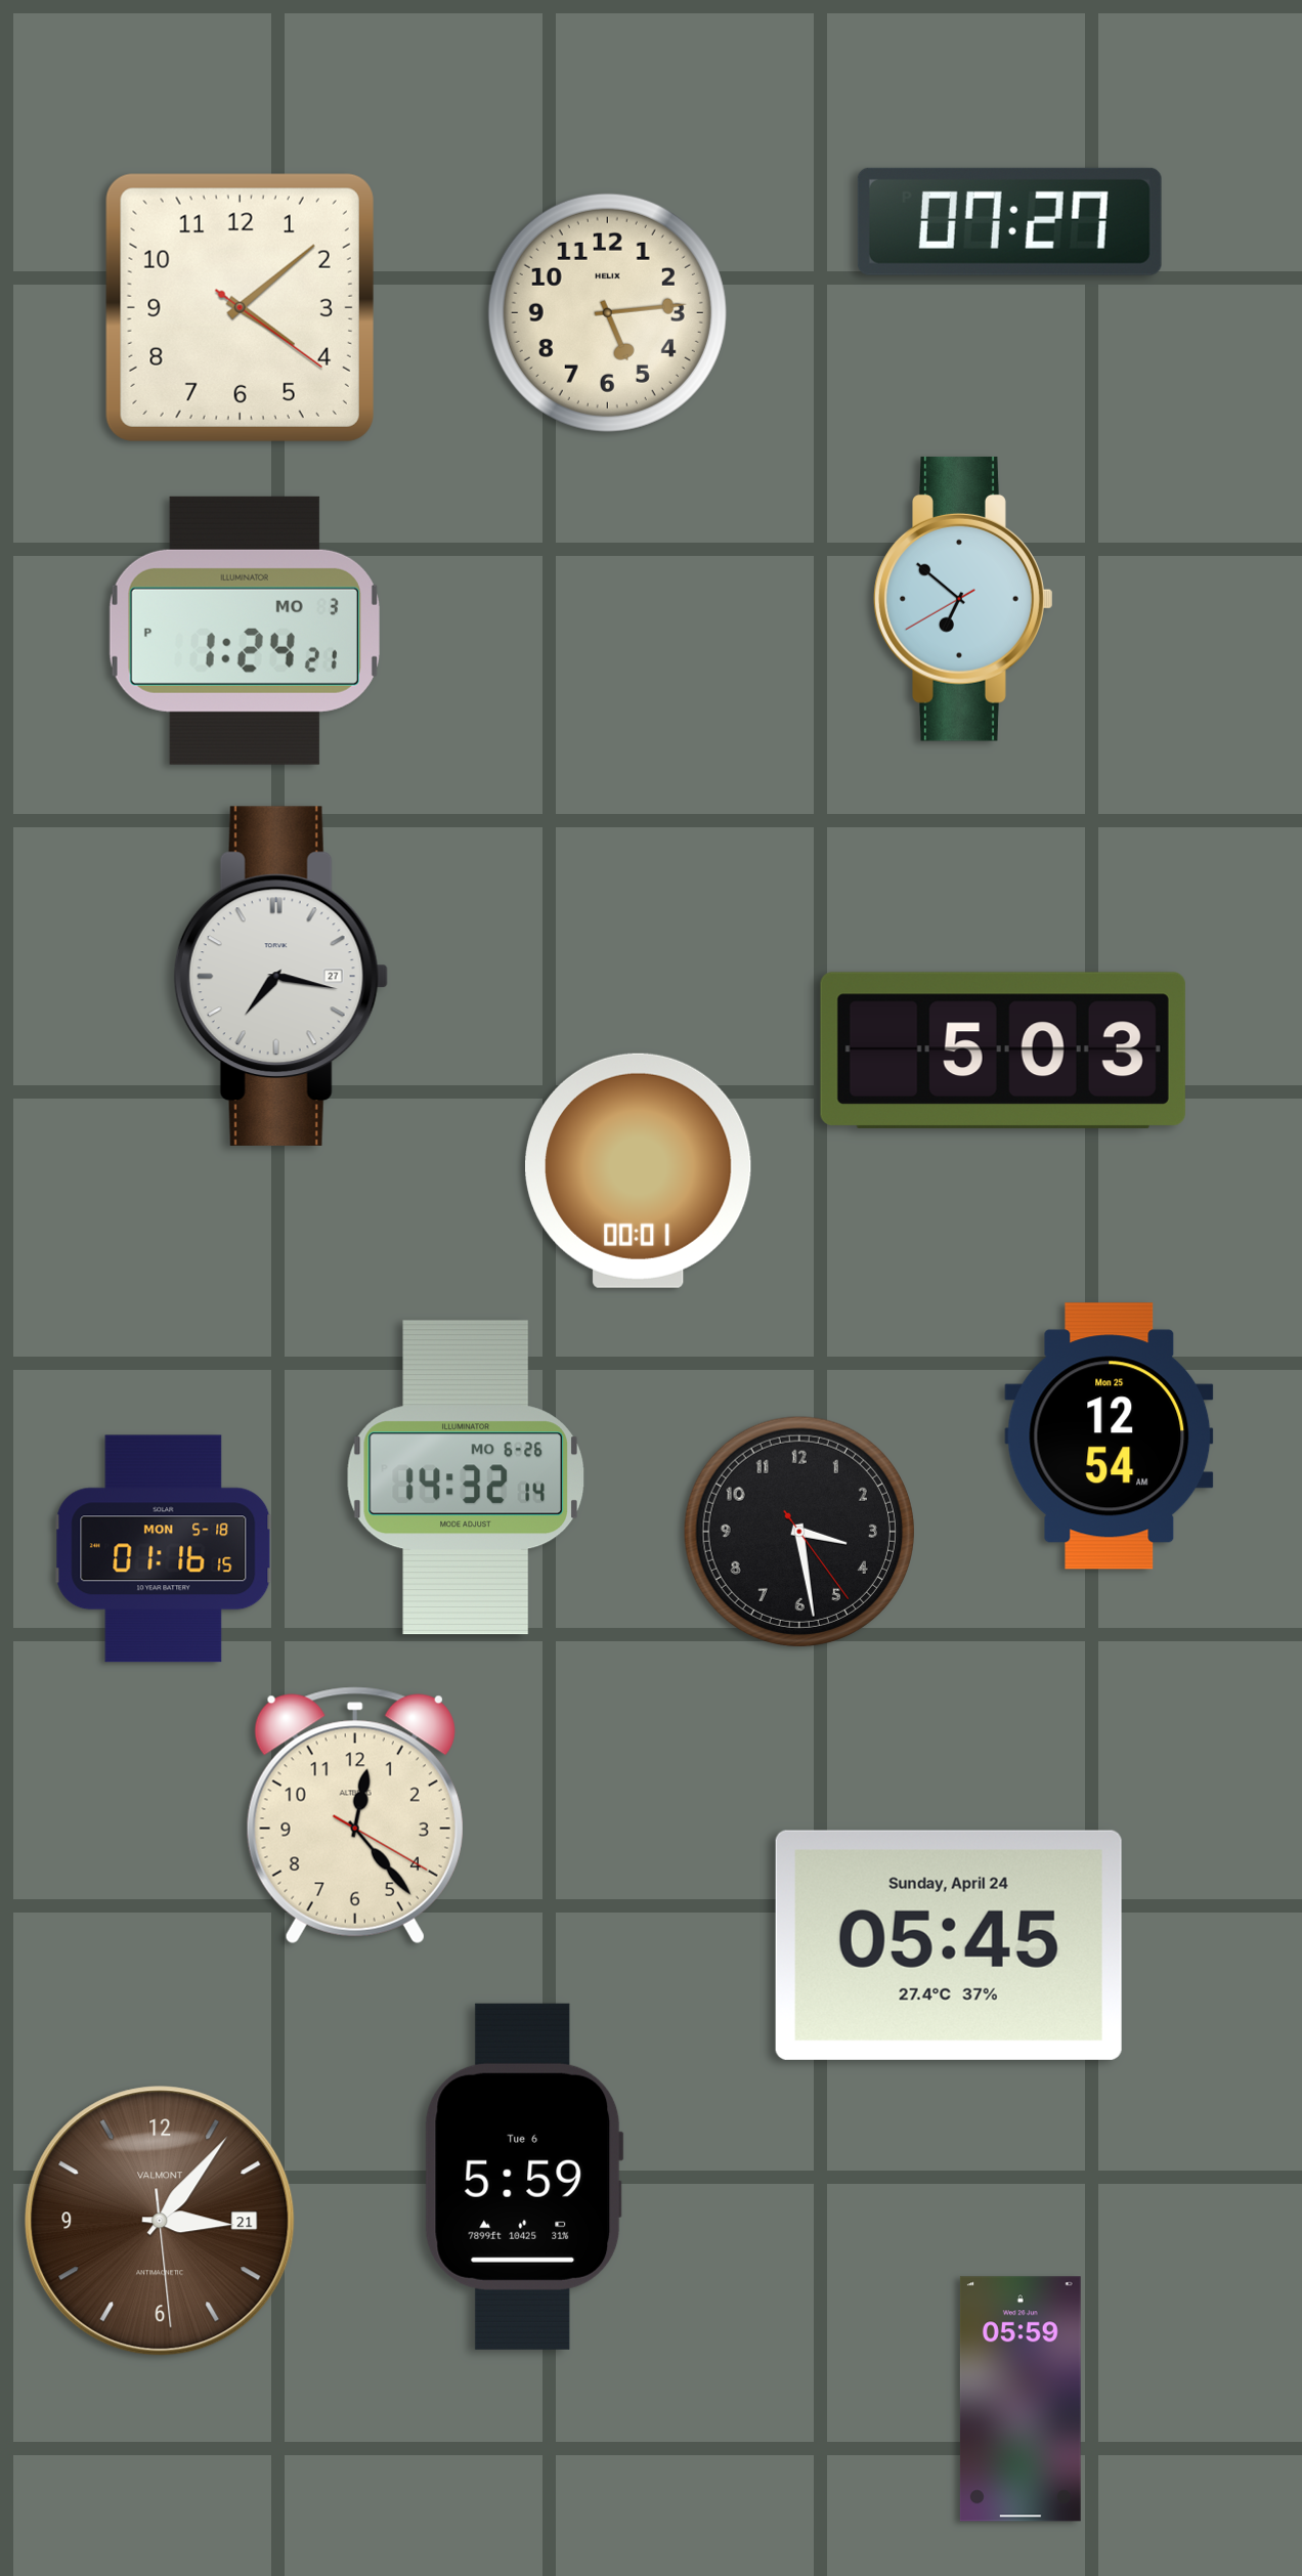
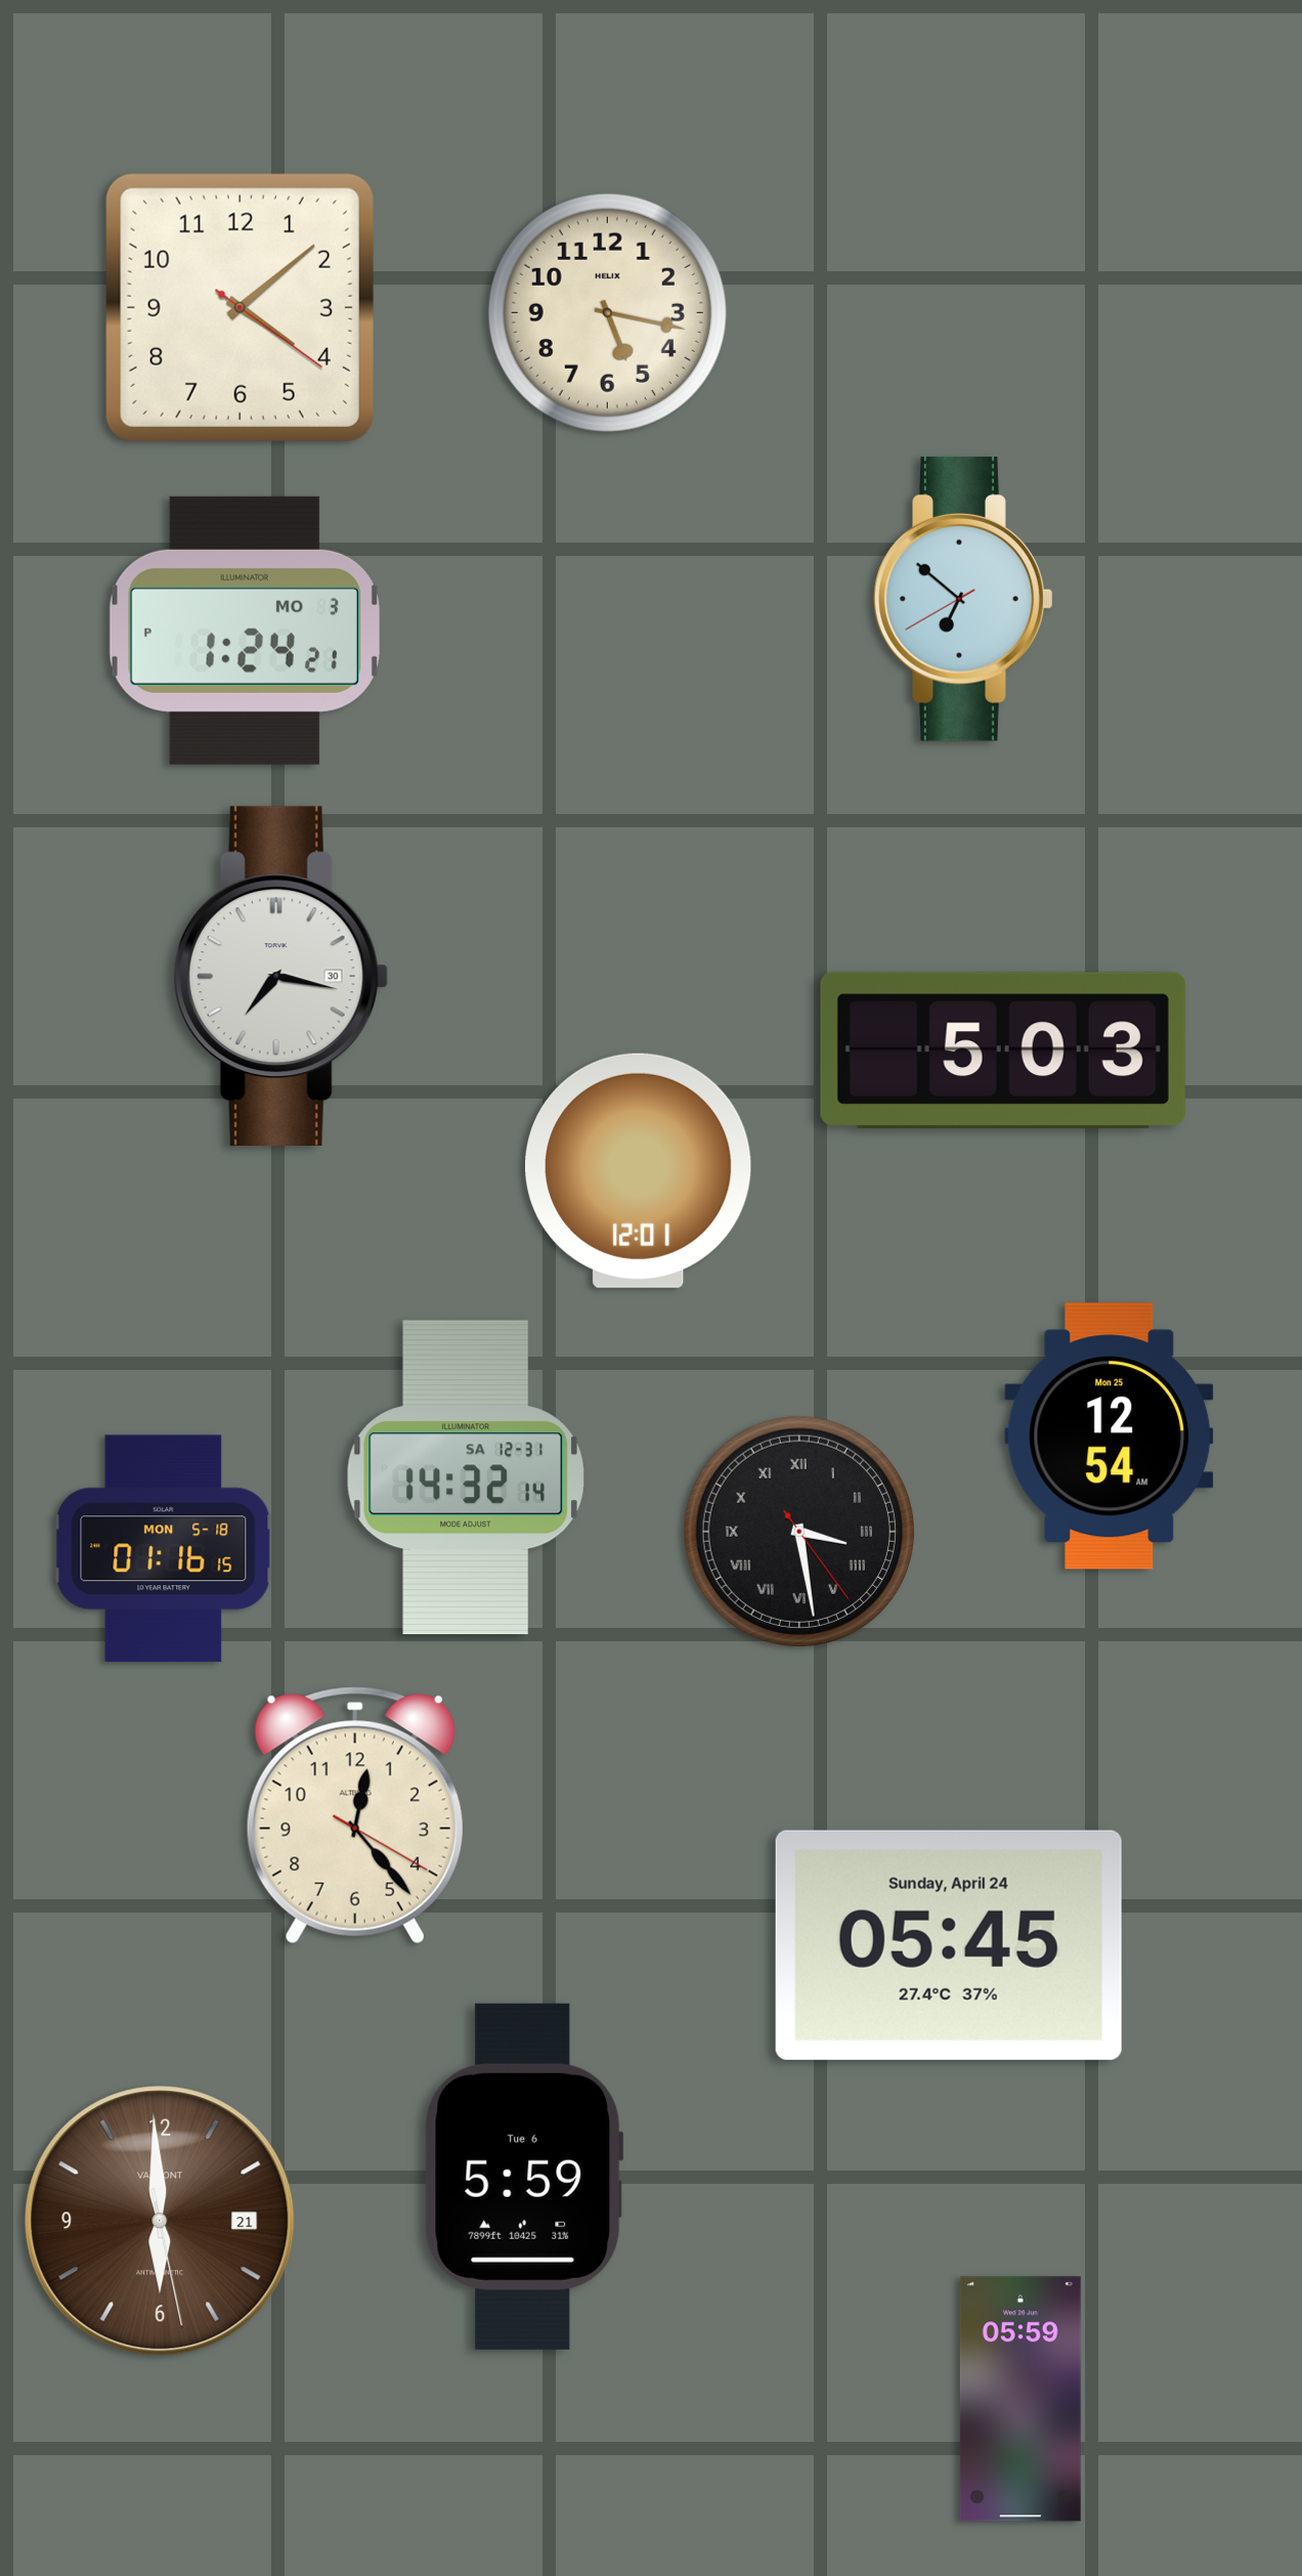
clock at (1009, 221): 07:27 -> none
clock at (607, 312): 5:14 -> 5:17
clock at (280, 976) date: 27 -> 30
clock at (639, 1170): 00:01 -> 12:01
clock at (466, 1477) date: MO 6-26 -> SA 12-31
clock at (799, 1532) numerals: Arabic -> Roman
clock at (160, 2221): 3:06 -> 5:59
